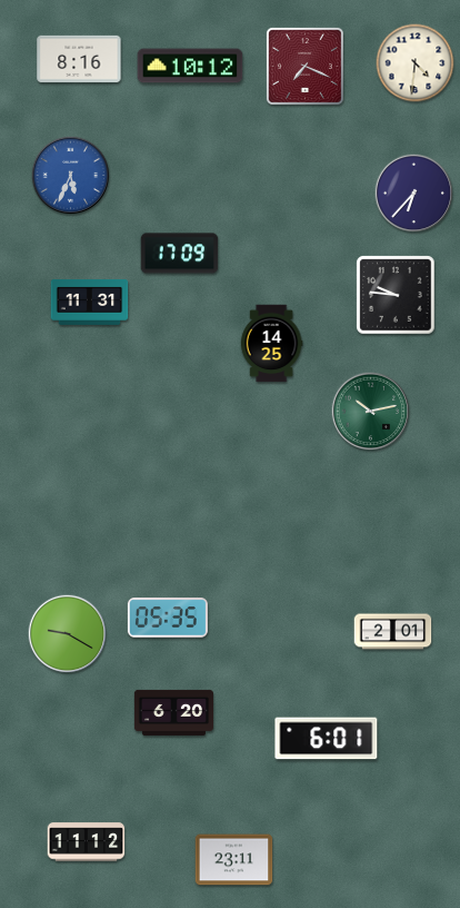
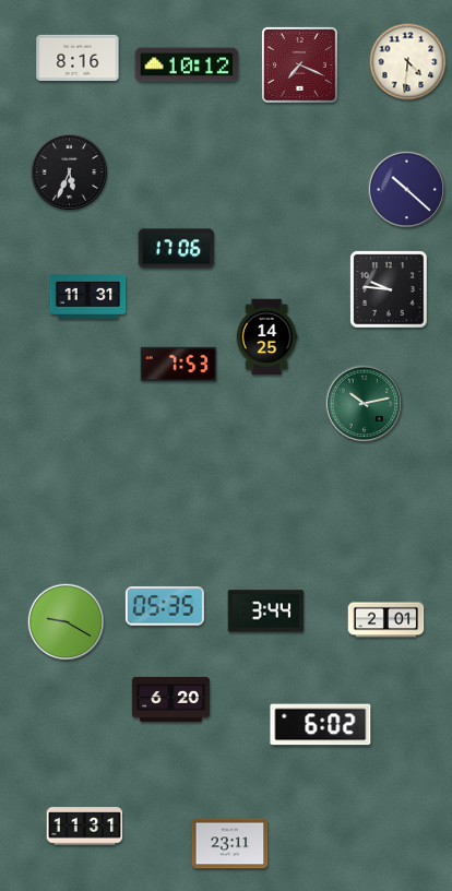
clock at (71, 176) dial: blue -> black
clock at (414, 194): 6:37 -> 10:22
clock at (180, 254): 17:09 -> 17:06
clock at (179, 365): none -> 7:53
clock at (266, 611): none -> 3:44
clock at (327, 739): 6:01 -> 6:02
clock at (87, 842): 11:12 -> 11:31
